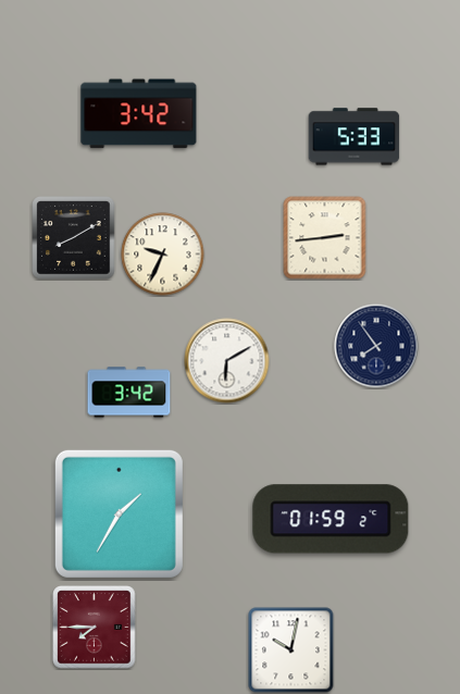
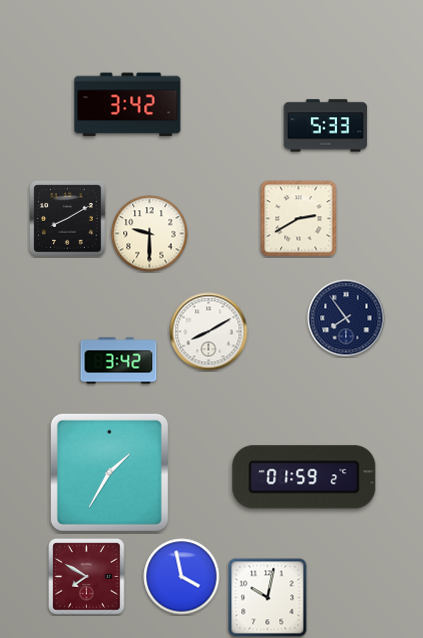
clock at (325, 238): 2:44 -> 2:40
clock at (163, 255): 9:34 -> 9:30
clock at (227, 361): 6:10 -> 8:10
clock at (95, 628): 7:45 -> 7:50
clock at (182, 577): none -> 3:58
